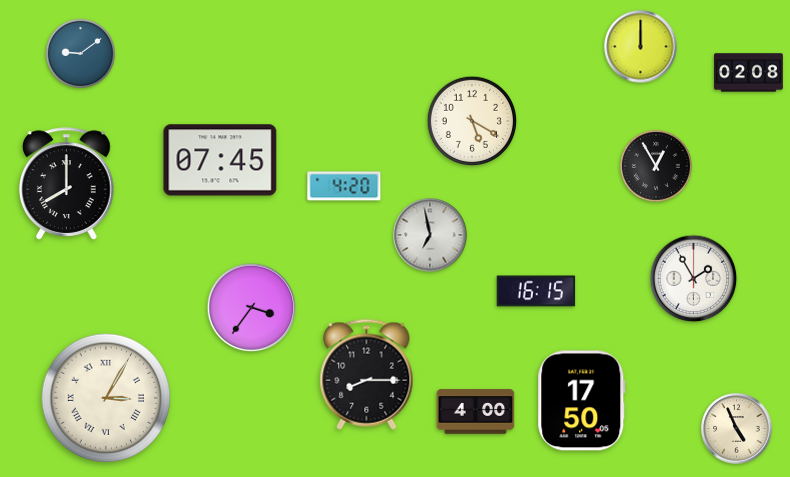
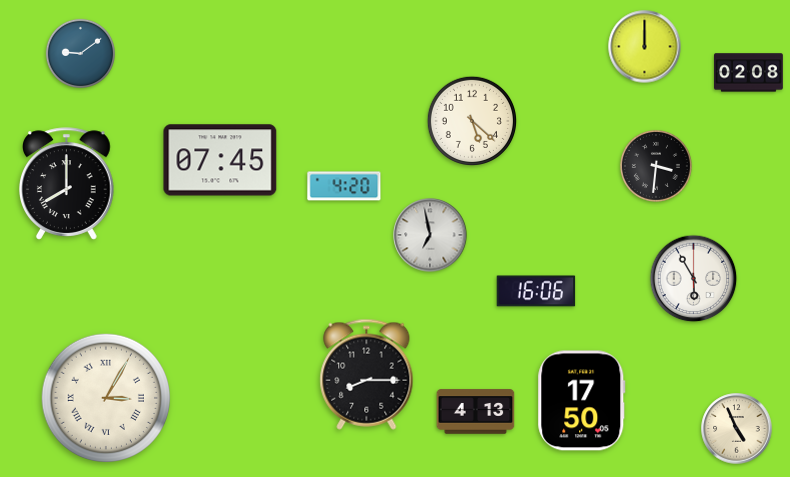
clock at (641, 47) position: (641, 47) -> (645, 47)
clock at (471, 120): 5:20 -> 5:22
clock at (656, 166): 12:55 -> 3:31
clock at (694, 279): 1:55 -> 5:55
clock at (536, 291): 16:15 -> 16:06
clock at (252, 308): 3:36 -> none
clock at (476, 412): 4:00 -> 4:13
